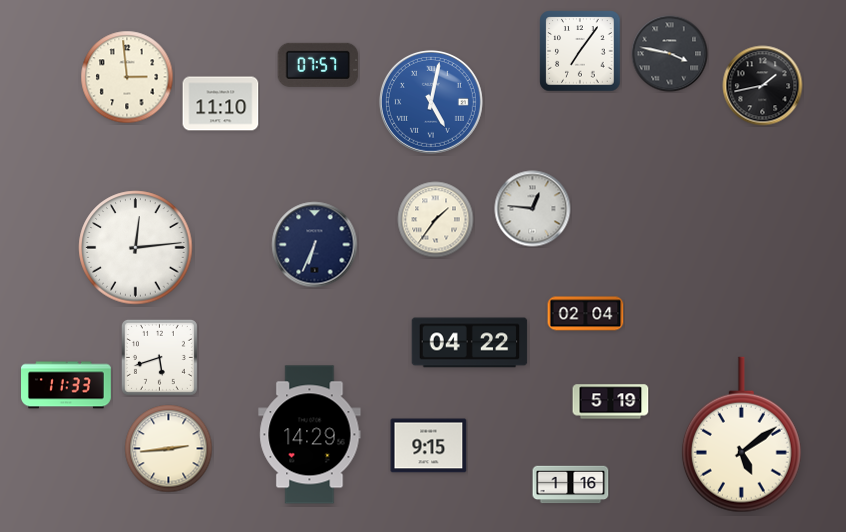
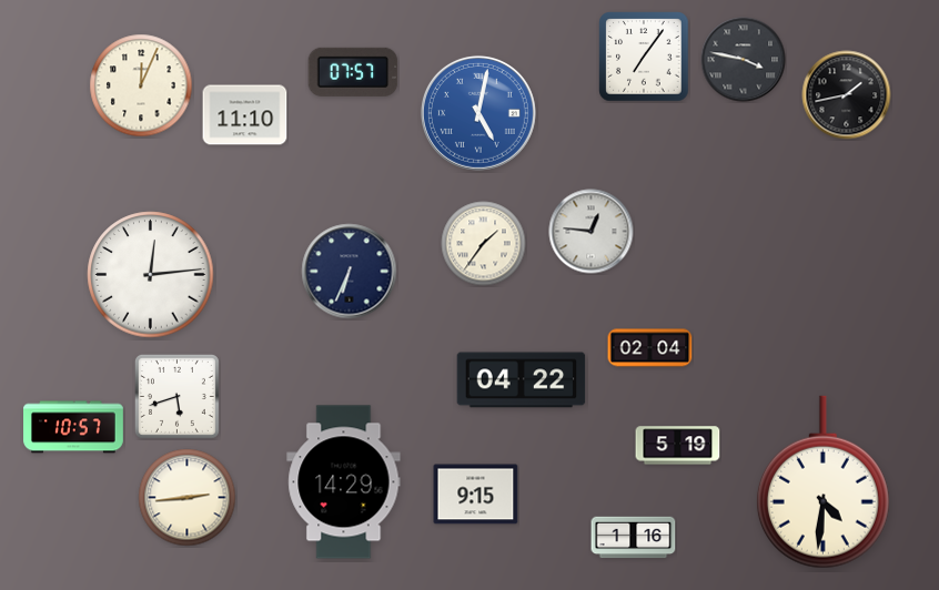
clock at (127, 77): 2:59 -> 12:04
clock at (67, 385): 11:33 -> 10:57
clock at (741, 435): 5:09 -> 4:31
